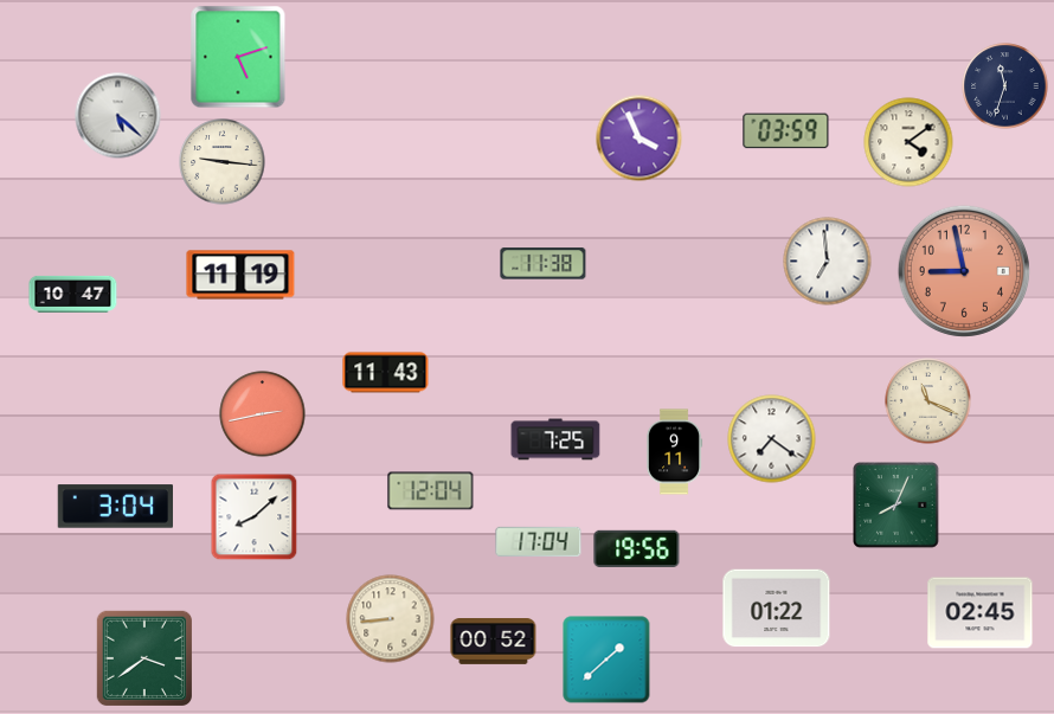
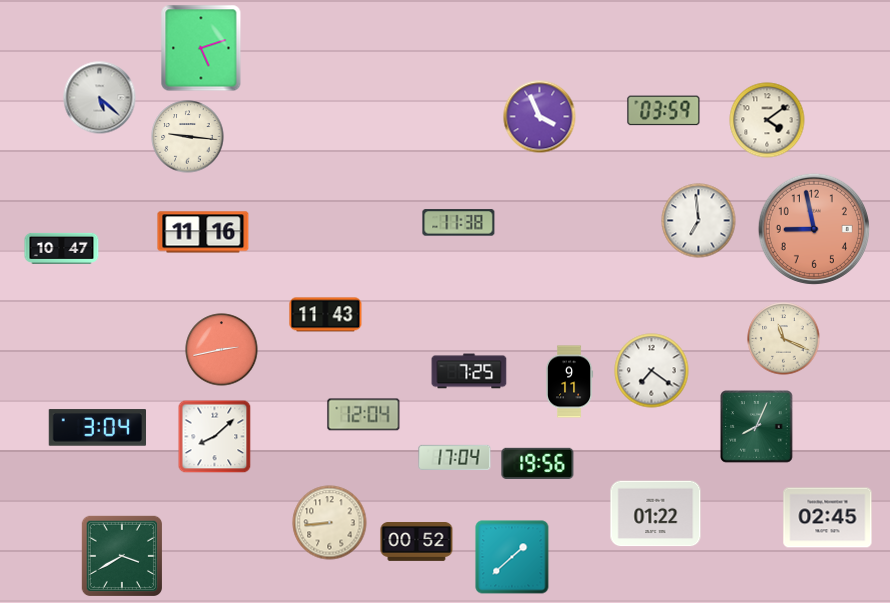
clock at (1005, 86): 11:33 -> none
clock at (240, 275): 11:19 -> 11:16
clock at (143, 657): 3:39 -> 3:40
